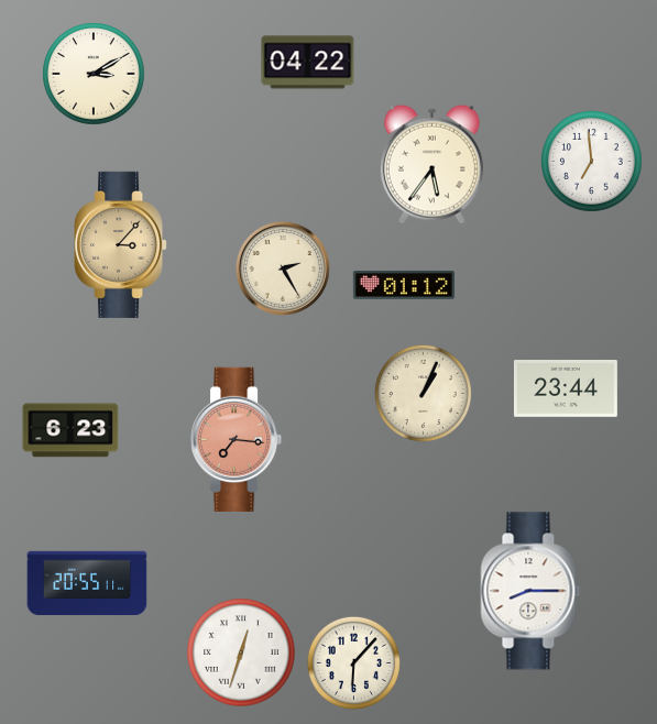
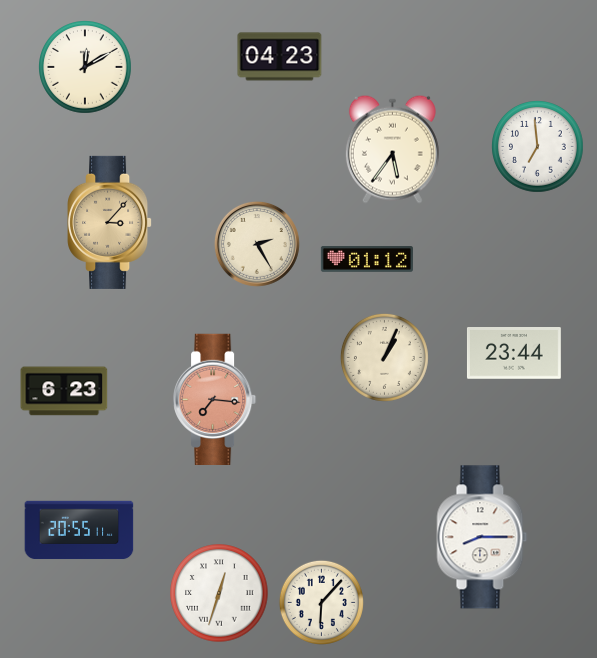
clock at (308, 63): 04:22 -> 04:23
clock at (95, 75): 3:10 -> 12:10
